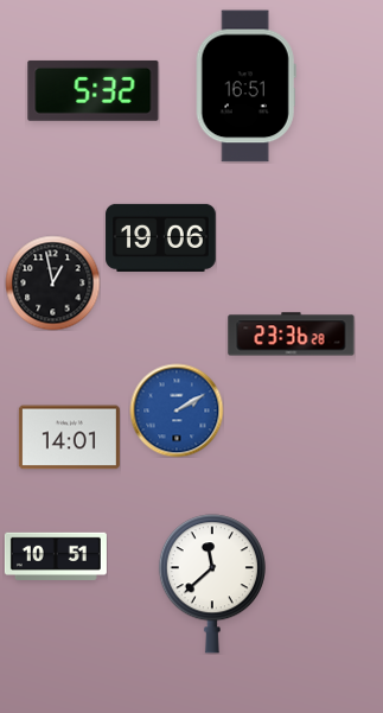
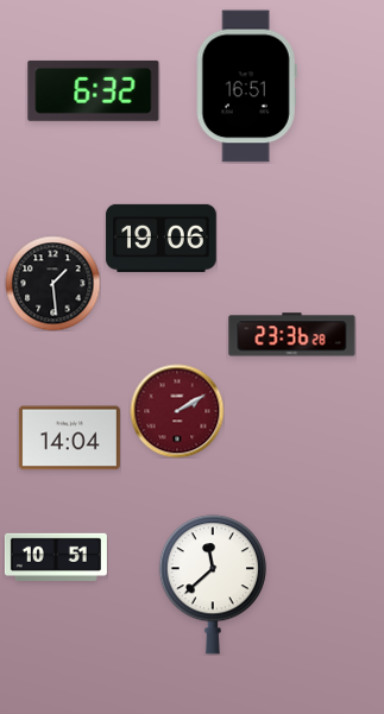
clock at (94, 90): 5:32 -> 6:32
clock at (52, 282): 12:58 -> 1:29
clock at (177, 410) dial: blue -> burgundy
clock at (69, 438): 14:01 -> 14:04
